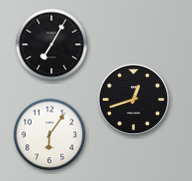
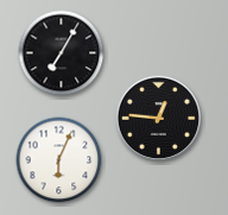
clock at (133, 99): 12:42 -> 12:46
clock at (50, 135): 6:06 -> 6:04
